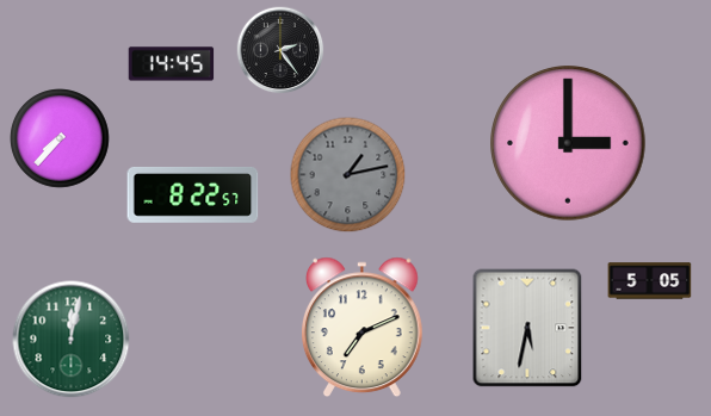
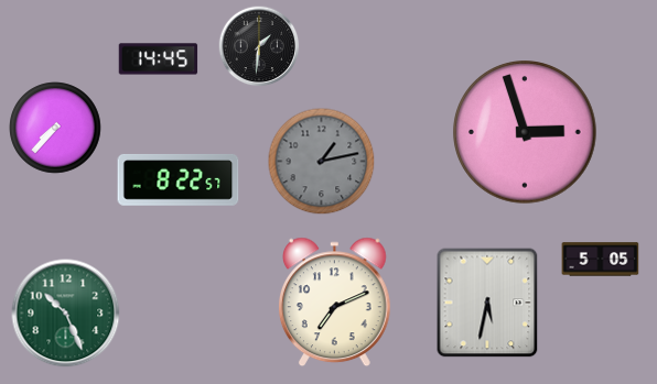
clock at (280, 50): 2:24 -> 1:31
clock at (568, 143): 3:00 -> 2:57
clock at (72, 340): 12:02 -> 10:26
